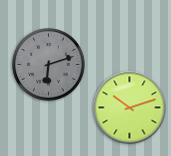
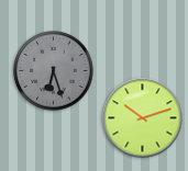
clock at (49, 65): 6:12 -> 6:27
